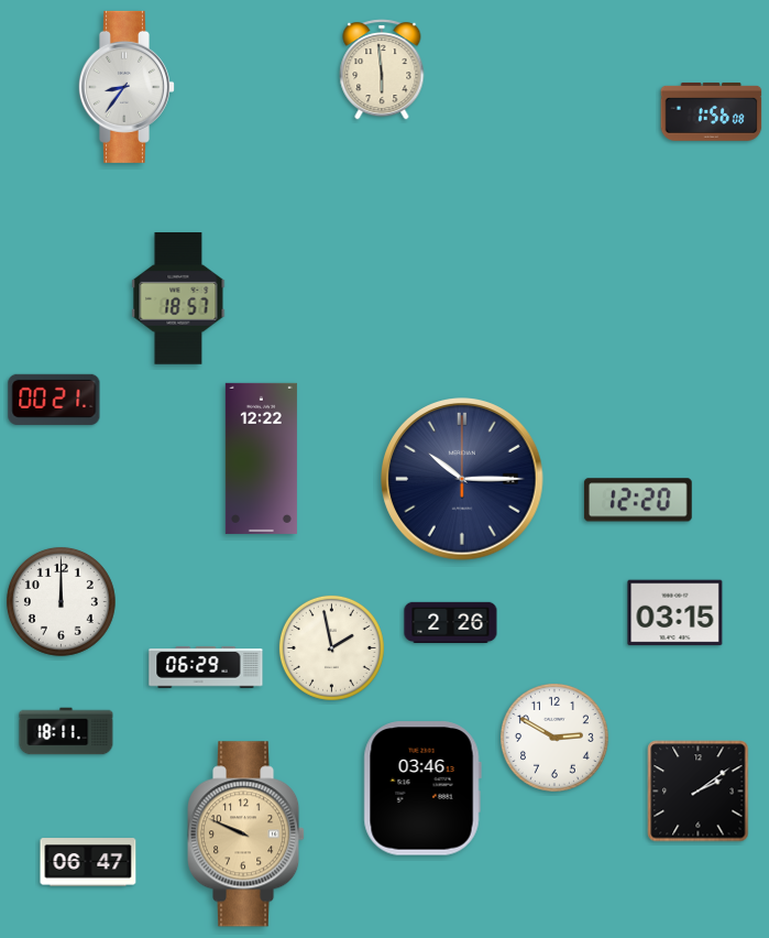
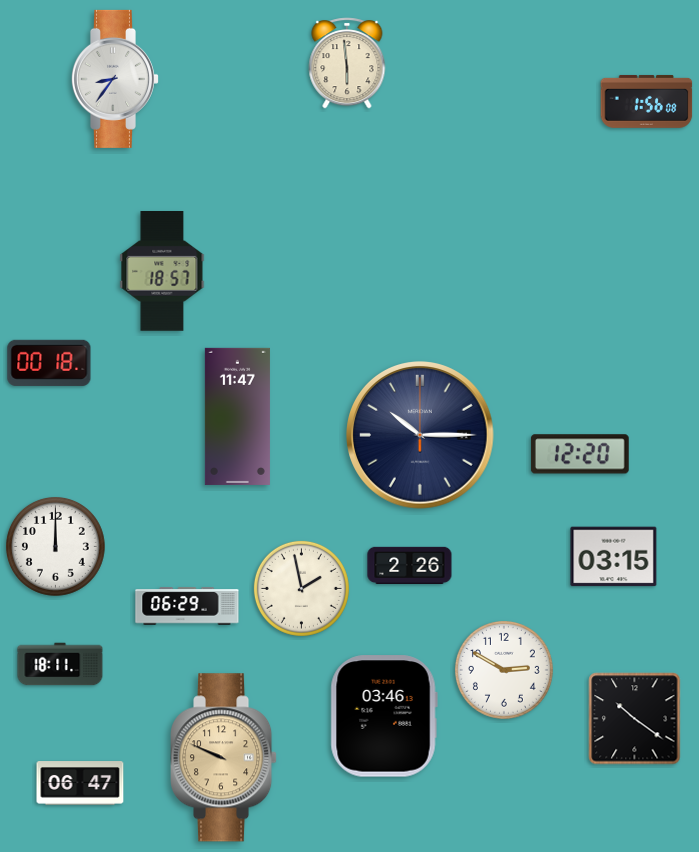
clock at (54, 400): 00:21 -> 00:18
clock at (261, 458): 12:22 -> 11:47
clock at (699, 792): 2:09 -> 10:21
